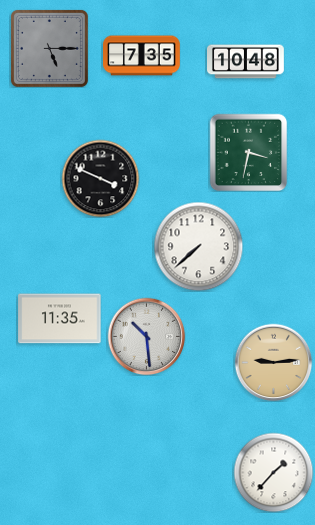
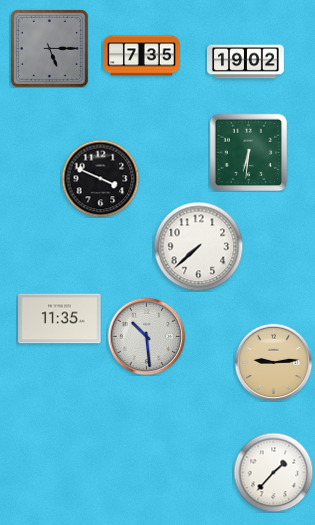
clock at (246, 62): 10:48 -> 19:02
clock at (248, 152): 3:32 -> 6:31
